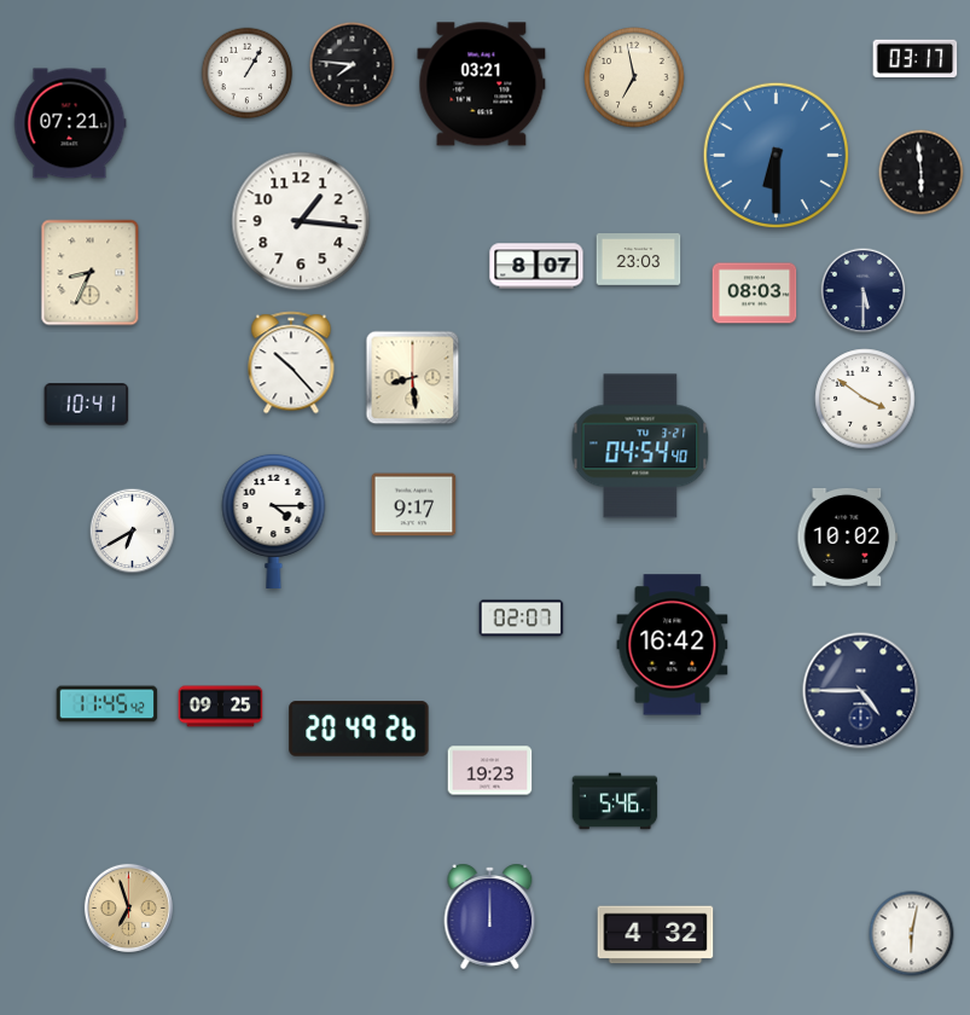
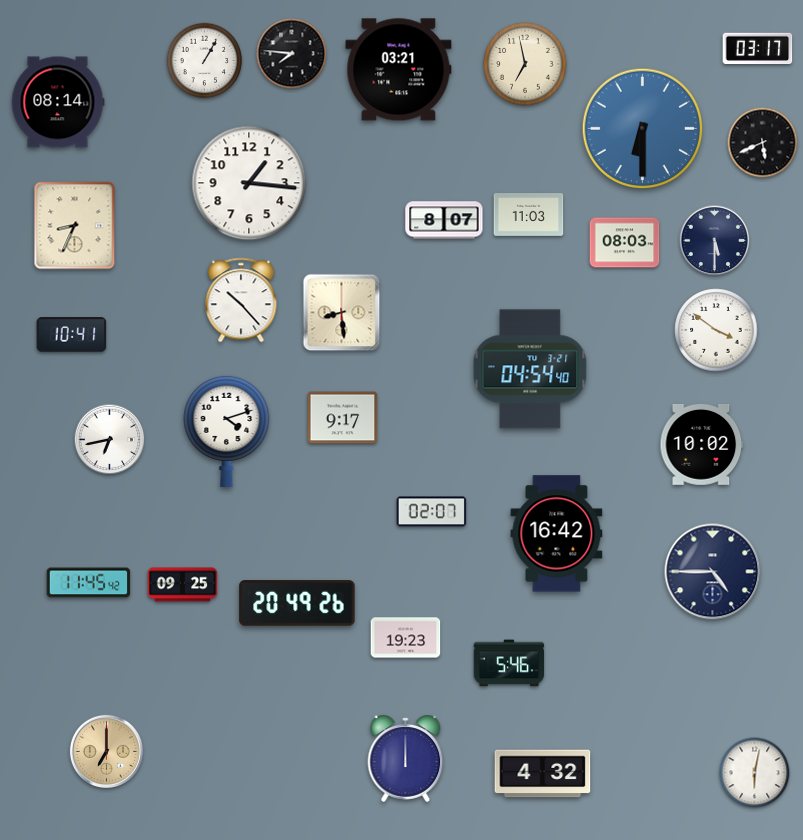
clock at (70, 123): 07:21 -> 08:14
clock at (922, 173): 5:59 -> 5:41
clock at (639, 260): 23:03 -> 11:03
clock at (274, 521): 4:15 -> 4:12
clock at (133, 532): 6:40 -> 6:43
clock at (128, 907): 6:57 -> 7:00
